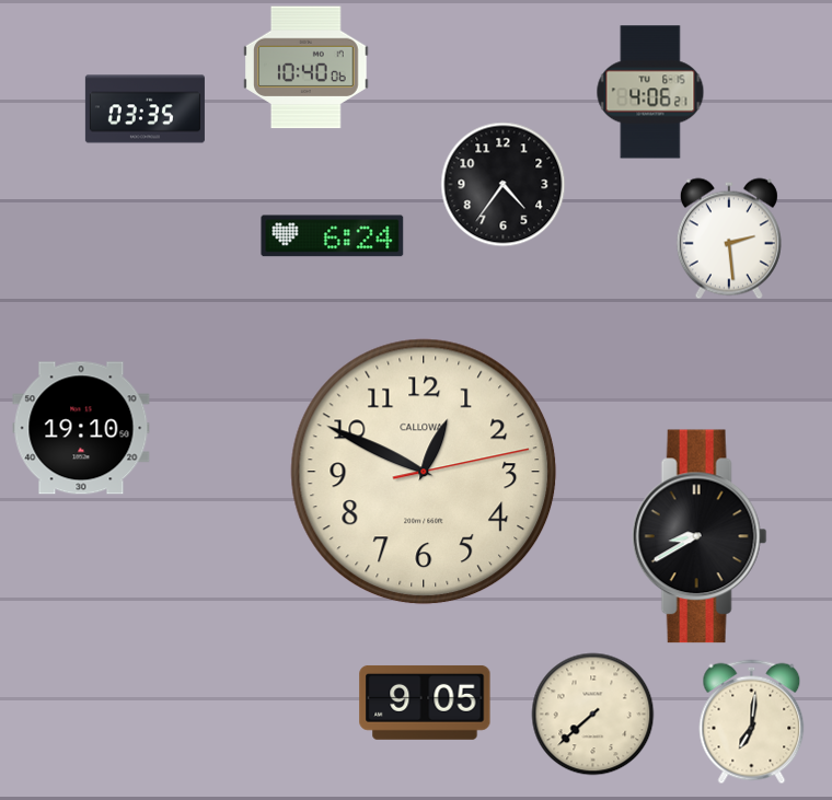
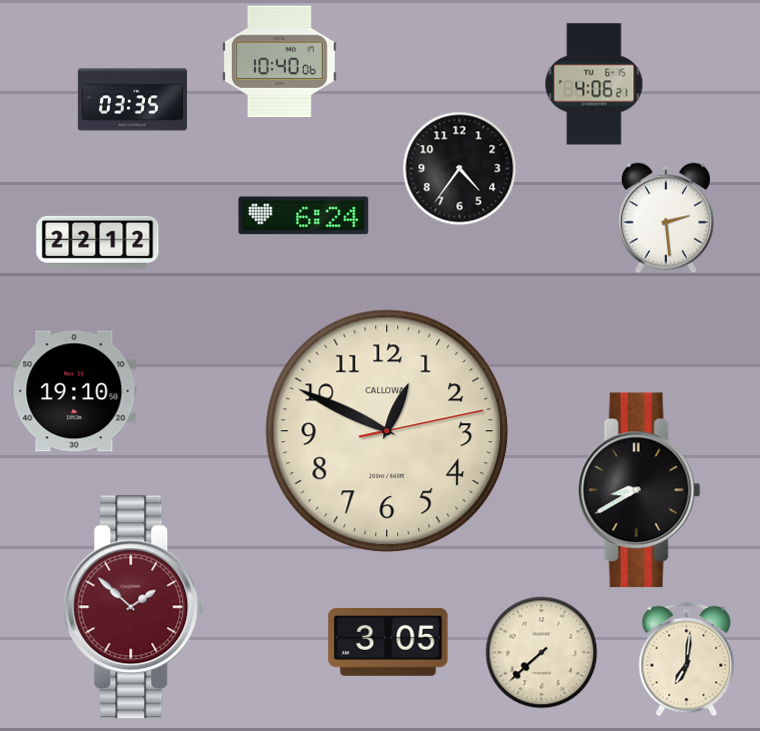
clock at (98, 242): none -> 22:12
clock at (134, 607): none -> 1:52
clock at (425, 703): 9:05 -> 3:05
